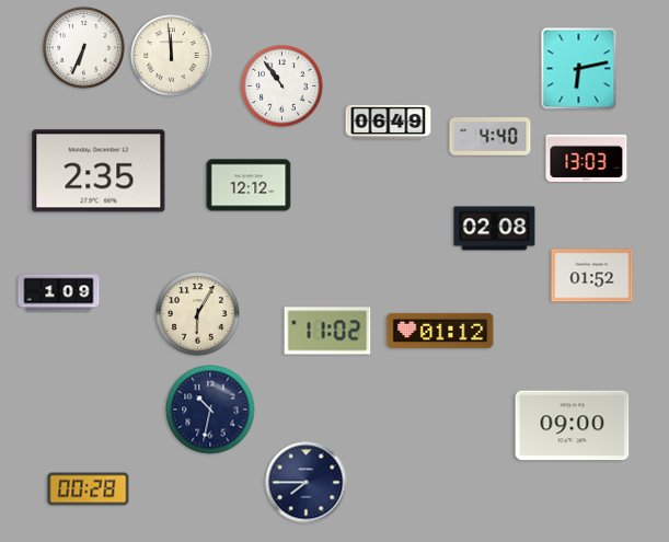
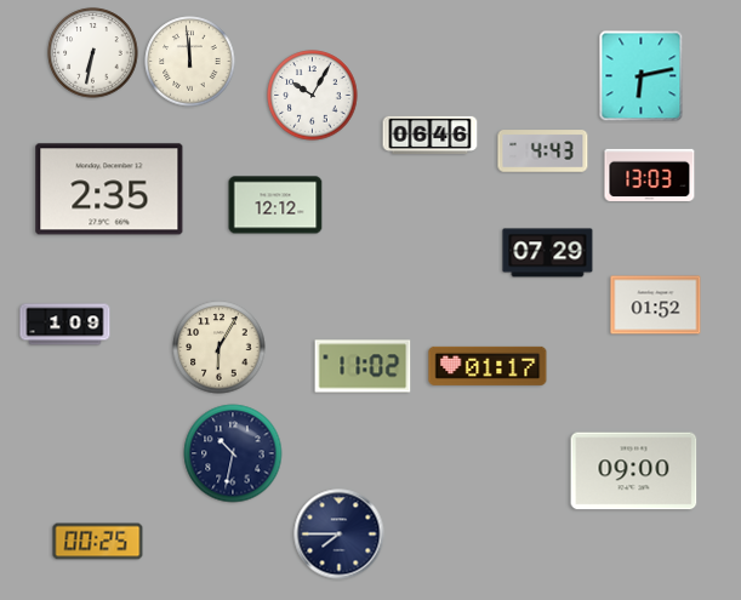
clock at (84, 48): 6:34 -> 6:32
clock at (282, 87): 10:54 -> 10:05
clock at (389, 122): 06:49 -> 06:46
clock at (491, 137): 4:40 -> 4:43
clock at (495, 229): 02:08 -> 07:29
clock at (440, 331): 01:12 -> 01:17
clock at (89, 489): 00:28 -> 00:25
